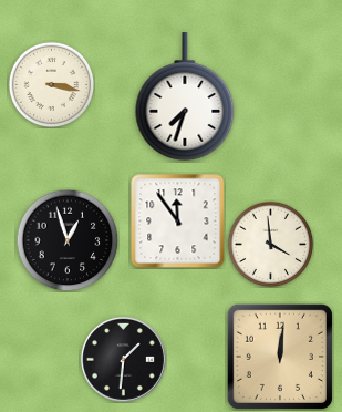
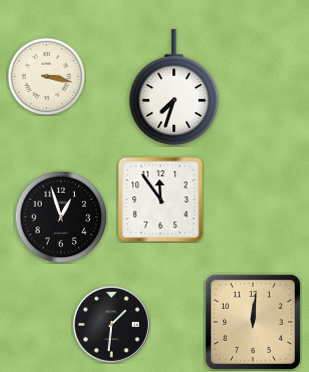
clock at (185, 96) position: (185, 96) -> (174, 87)
clock at (270, 244): 3:59 -> none
